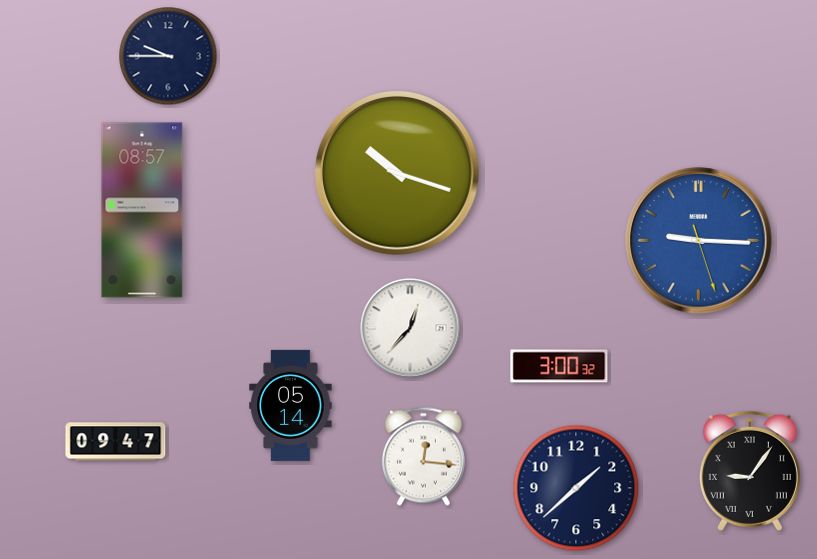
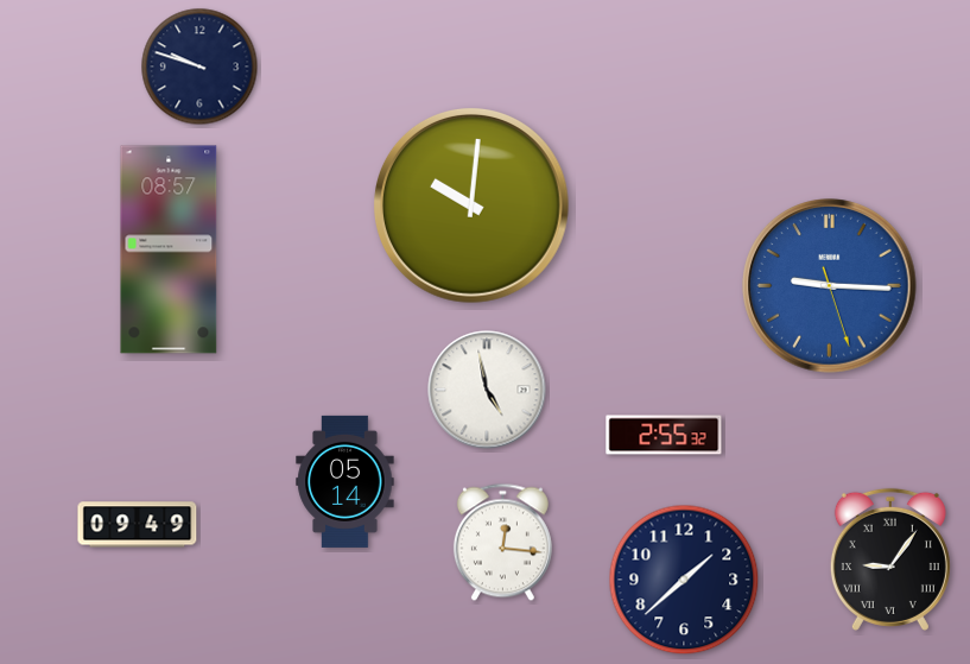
clock at (168, 56): 9:45 -> 9:48
clock at (398, 174): 10:18 -> 10:01
clock at (410, 328): 12:37 -> 4:58
clock at (559, 366): 3:00 -> 2:55
clock at (116, 442): 09:47 -> 09:49
